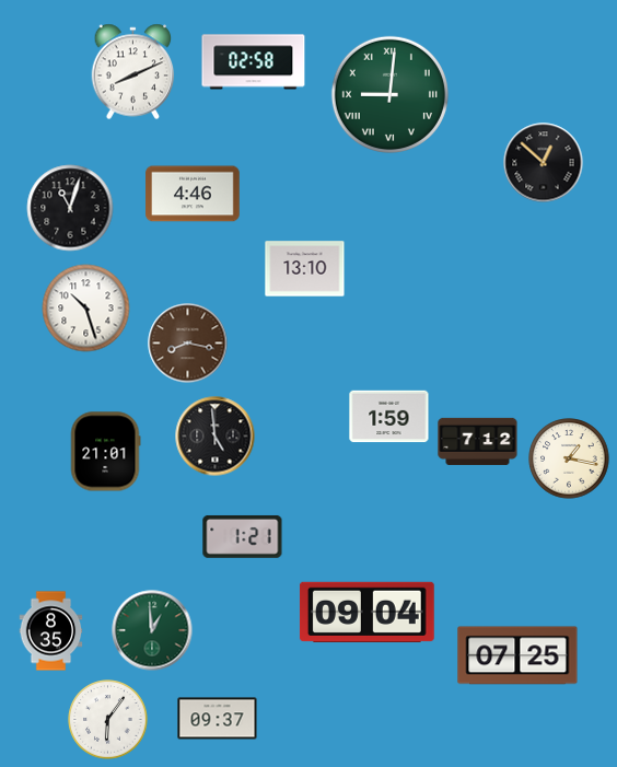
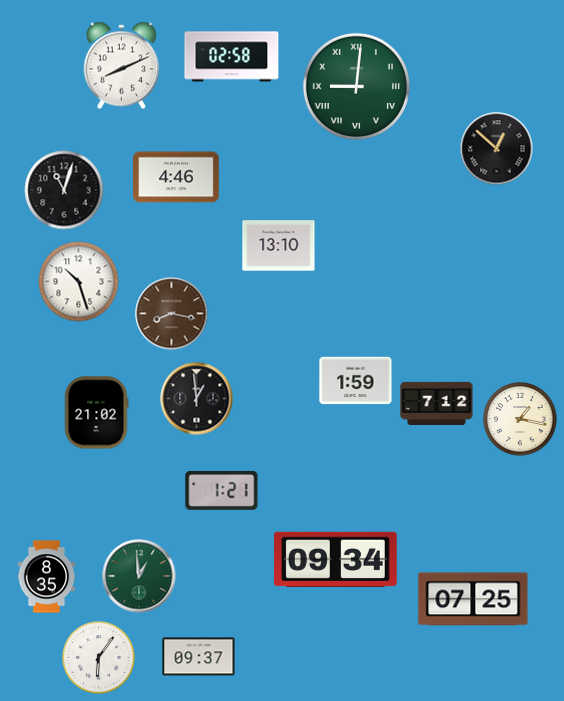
clock at (216, 437): 4:59 -> 12:59
clock at (105, 452): 21:01 -> 21:02
clock at (366, 612): 09:04 -> 09:34
